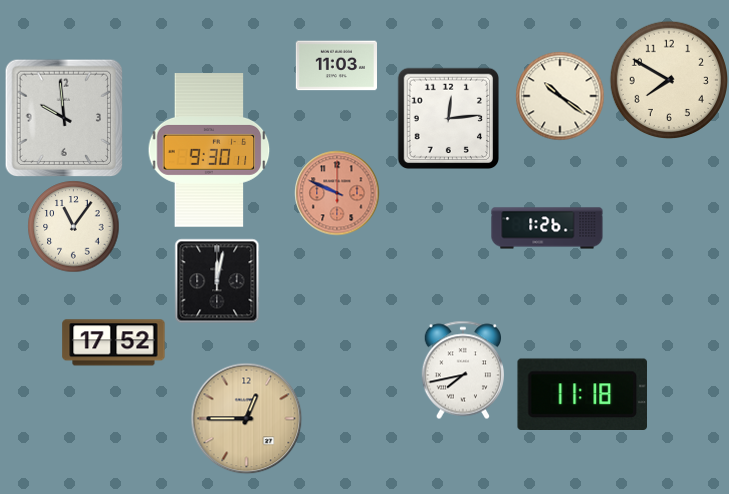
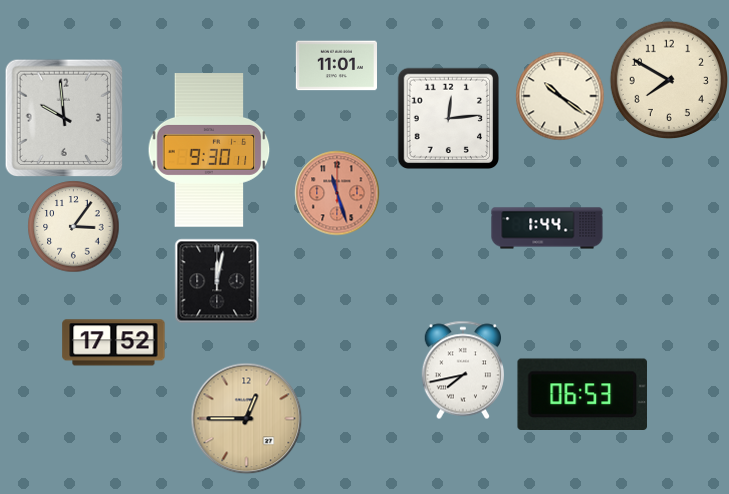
clock at (336, 66): 11:03 -> 11:01
clock at (337, 193): 9:49 -> 11:27
clock at (73, 226): 11:06 -> 3:06
clock at (547, 228): 1:26 -> 1:44
clock at (582, 394): 11:18 -> 06:53
